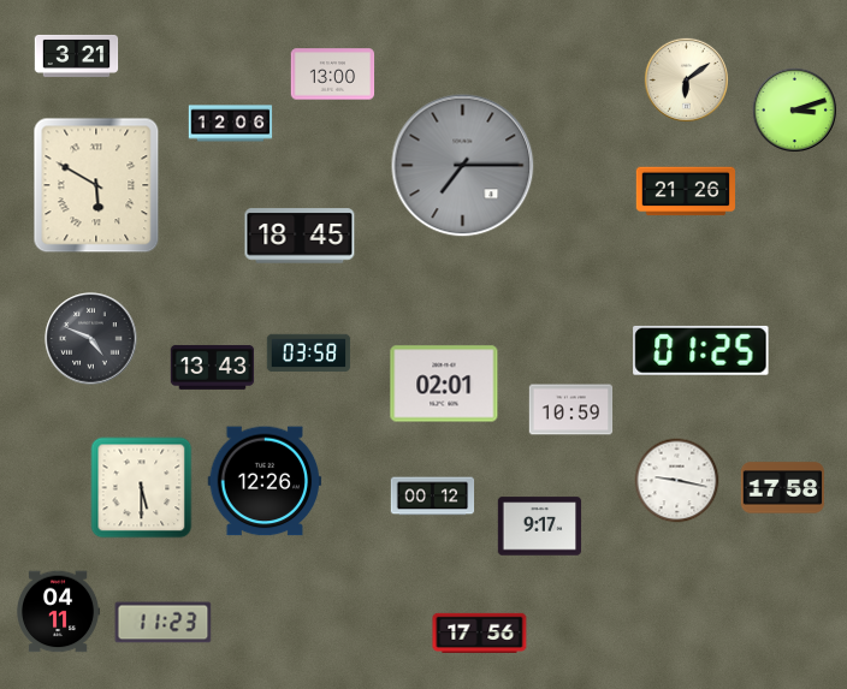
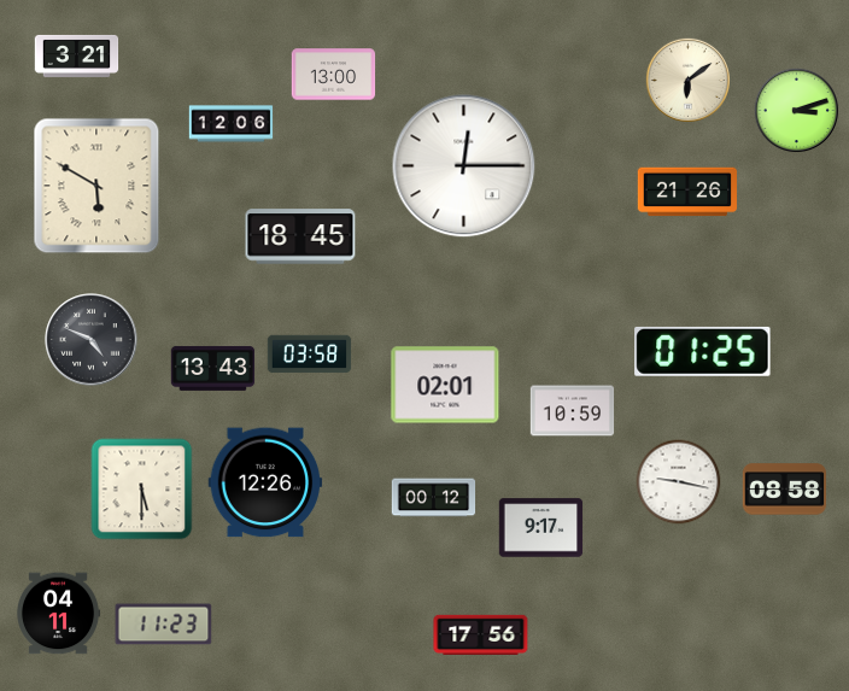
clock at (463, 166): 7:15 -> 12:15
clock at (463, 166) dial: grey -> white
clock at (783, 488): 17:58 -> 08:58
